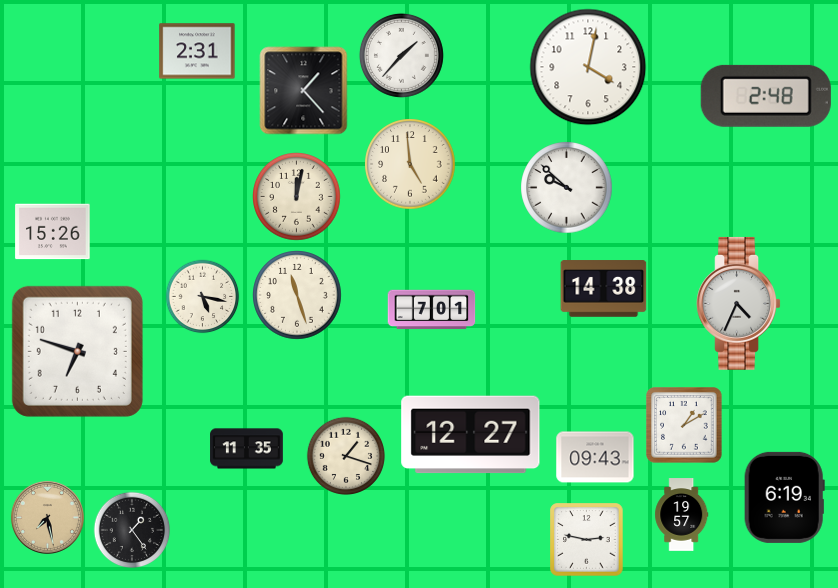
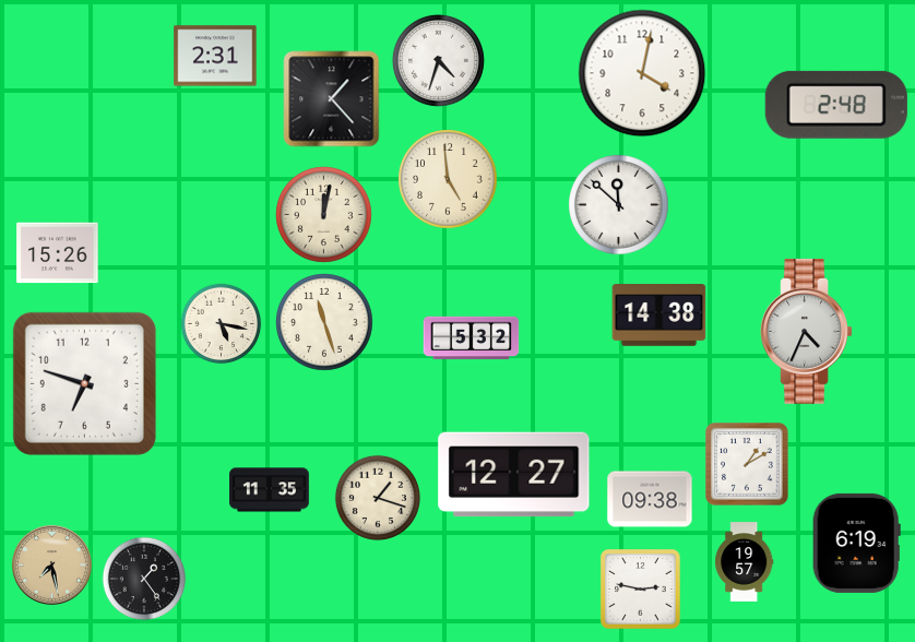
clock at (401, 55): 1:37 -> 4:33
clock at (567, 188): 9:52 -> 11:52
clock at (432, 310): 7:01 -> 5:32
clock at (595, 457): 09:43 -> 09:38
